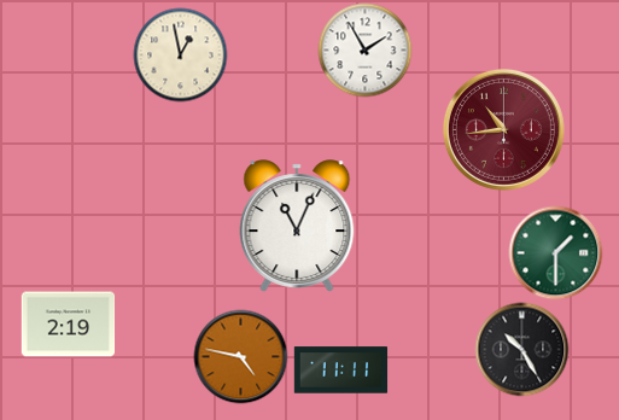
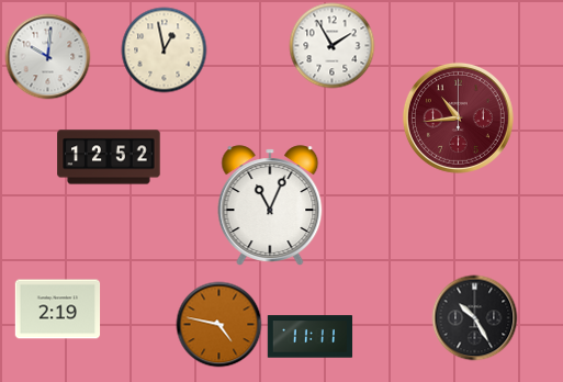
clock at (47, 56): none -> 10:01
clock at (109, 157): none -> 12:52
clock at (555, 252): 1:30 -> none
clock at (68, 325) position: (68, 325) -> (57, 310)
